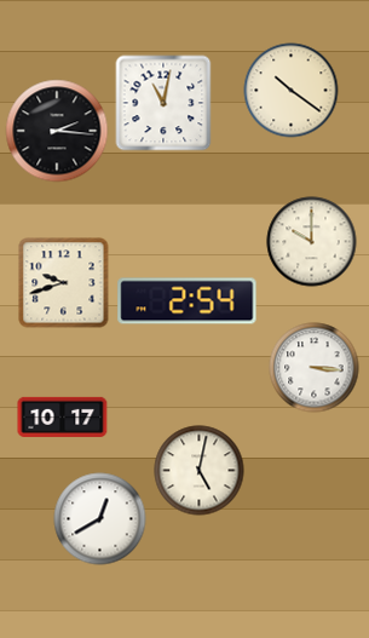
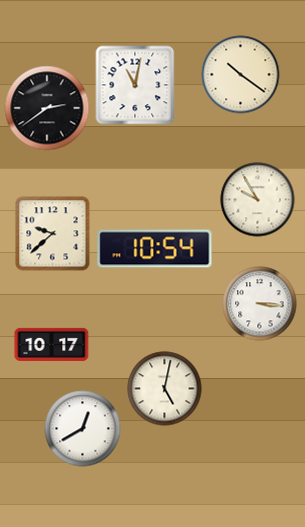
clock at (57, 131): 2:16 -> 2:39
clock at (312, 242): 10:00 -> 9:55
clock at (64, 283): 9:42 -> 9:38
clock at (188, 301): 2:54 -> 10:54
